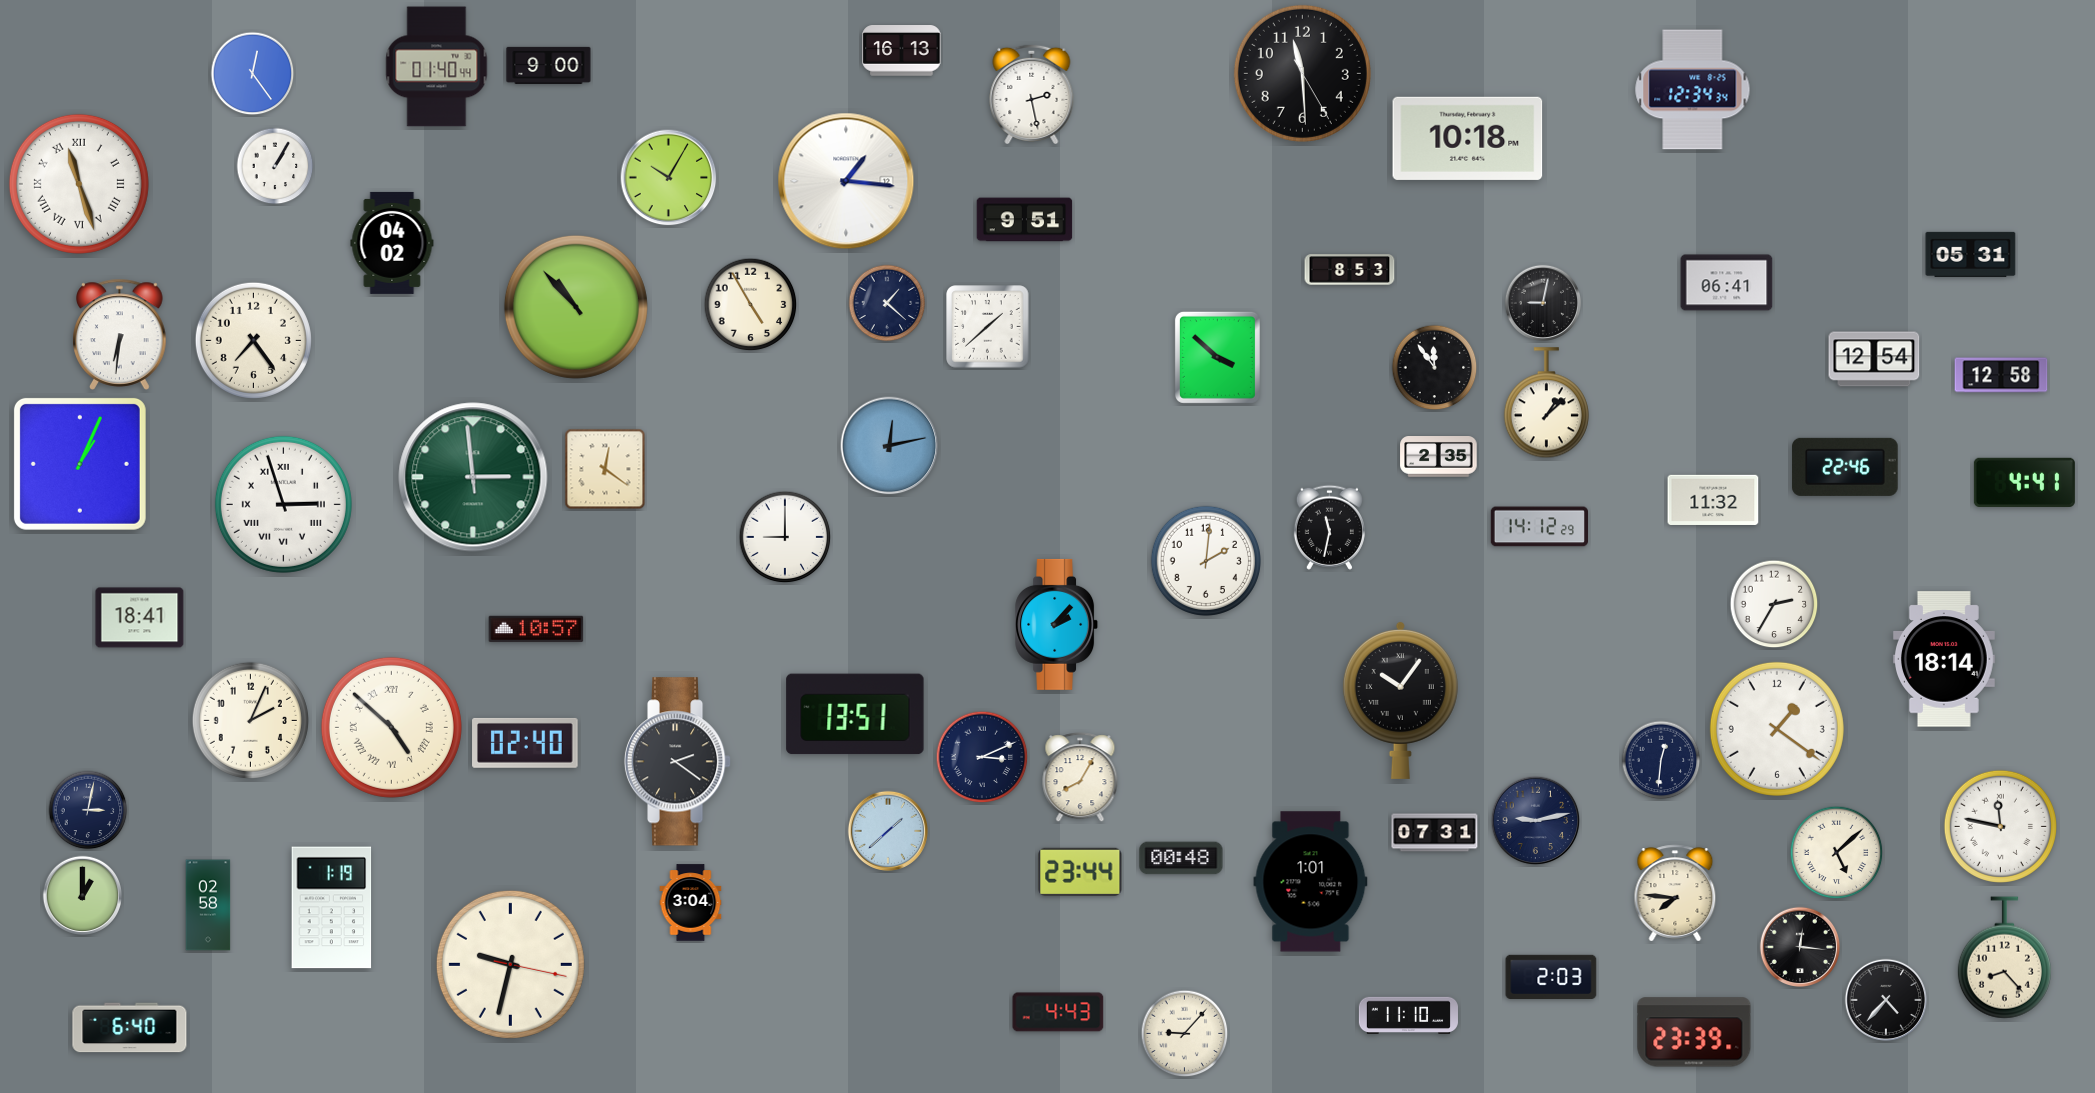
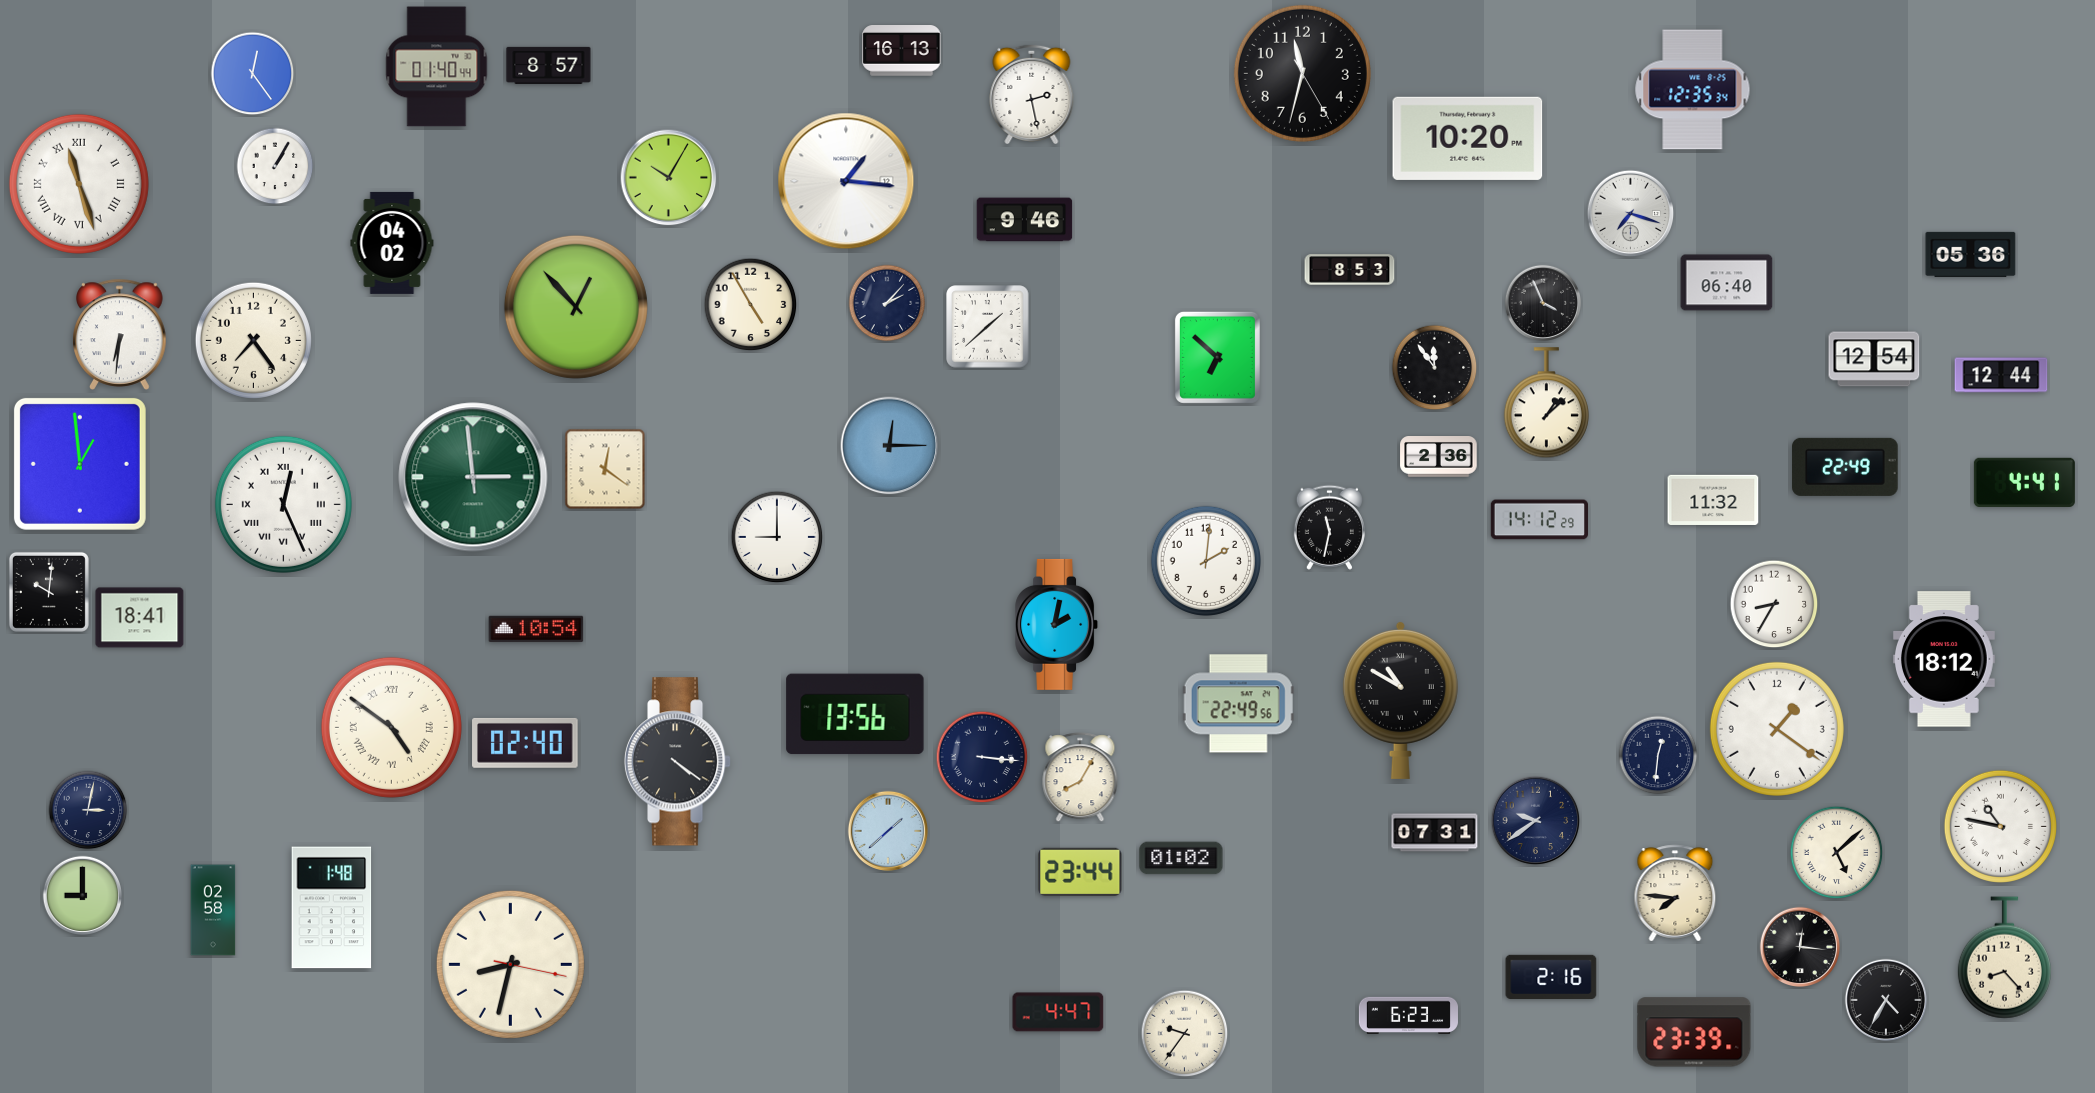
clock at (549, 65): 9:00 -> 8:57
clock at (1302, 73): 11:29 -> 11:32
clock at (1693, 90): 12:34 -> 12:35
clock at (1468, 138): 10:18 -> 10:20
clock at (1631, 214): none -> 7:18
clock at (1025, 220): 9:51 -> 9:46
clock at (1971, 254): 05:31 -> 05:36
clock at (1727, 283): 06:41 -> 06:40
clock at (1542, 302): 9:02 -> 3:56
clock at (887, 303): 1:22 -> 2:07
clock at (576, 307): 10:53 -> 12:53
clock at (1217, 357): 3:52 -> 6:52
clock at (2001, 375): 12:58 -> 12:44
clock at (890, 446): 12:13 -> 12:15
clock at (1439, 457): 2:35 -> 2:36
clock at (80, 464): 1:04 -> 12:59
clock at (1845, 467): 22:46 -> 22:49
clock at (283, 504): 2:57 -> 12:26
clock at (1539, 527) position: (1539, 527) -> (1539, 520)
clock at (785, 537) position: (785, 537) -> (777, 537)
clock at (49, 592): none -> 10:01
clock at (1774, 604): 2:35 -> 8:35
clock at (1057, 624): 2:07 -> 2:02
clock at (536, 629): 10:57 -> 10:54
clock at (1944, 659): 18:14 -> 18:12
clock at (1400, 700): 10:06 -> 10:50
clock at (1238, 704): none -> 22:49
clock at (855, 714): 13:51 -> 13:56
clock at (250, 720): 2:04 -> none
clock at (391, 727): 4:52 -> 4:51
clock at (982, 757): 3:11 -> 3:16
clock at (1661, 760) position: (1661, 760) -> (1658, 755)
clock at (678, 762): 2:21 -> 4:21
clock at (1536, 821): 9:13 -> 9:39
clock at (2000, 826): 11:47 -> 10:47
clock at (1181, 858): 00:48 -> 01:02
clock at (1311, 882): 1:01 -> none
clock at (82, 895): 1:00 -> 9:00
clock at (691, 903): 3:04 -> none
clock at (208, 905) position: (208, 905) -> (213, 910)
clock at (332, 908): 1:19 -> 1:48
clock at (510, 964): 9:32 -> 8:32
clock at (1551, 976): 2:03 -> 2:16
clock at (1886, 1000): 4:37 -> 4:35
clock at (1058, 1012): 4:43 -> 4:47
clock at (1408, 1015): 11:10 -> 6:23
clock at (130, 1028): 6:40 -> none
clock at (1185, 1034): 9:07 -> 9:36
